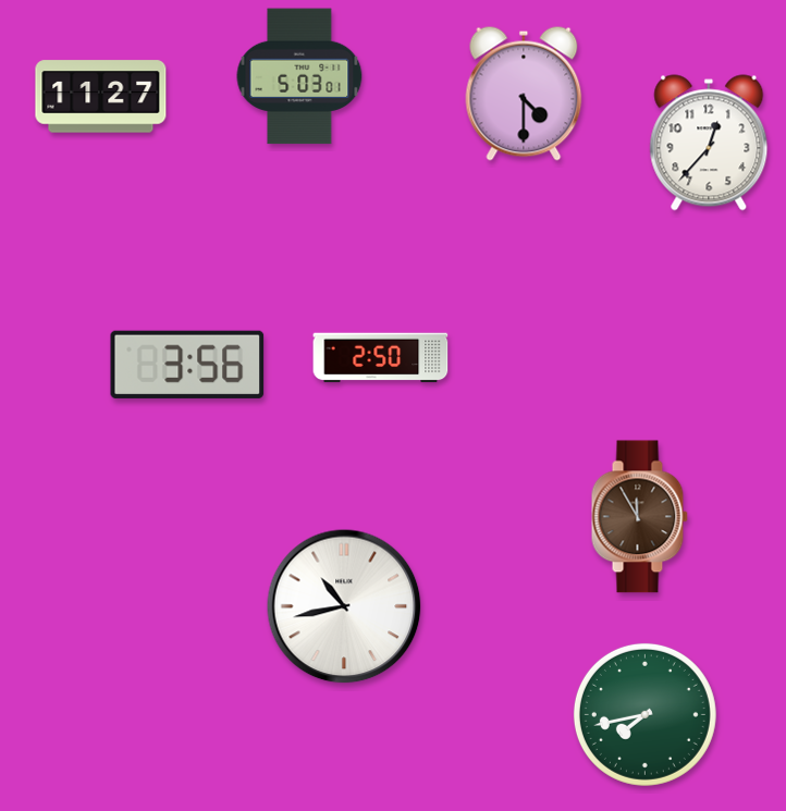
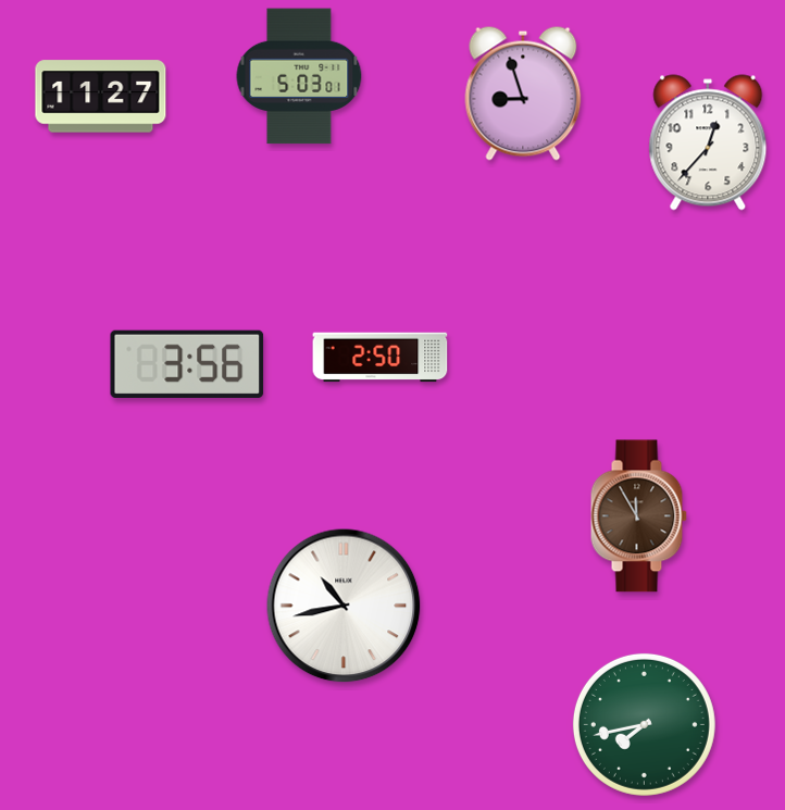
clock at (524, 94): 4:30 -> 8:57
clock at (644, 714) position: (644, 714) -> (644, 724)
